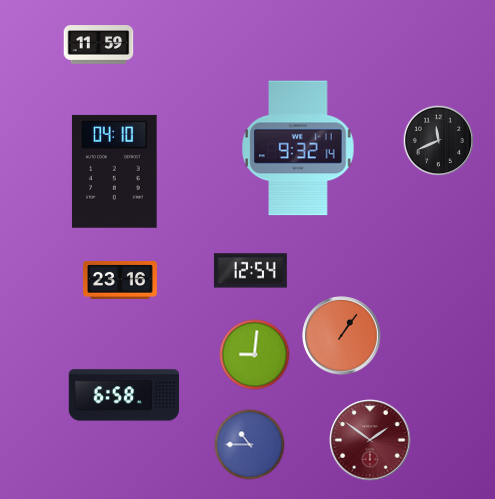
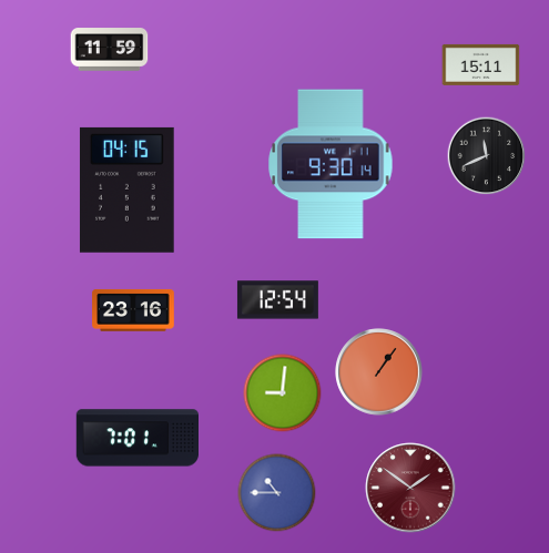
clock at (481, 64): none -> 15:11
clock at (298, 148): 9:32 -> 9:30
clock at (115, 171): 04:10 -> 04:15
clock at (123, 395): 6:58 -> 7:01
